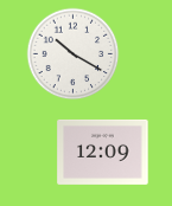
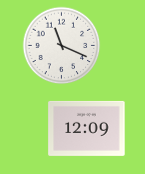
clock at (72, 53): 10:20 -> 11:19
